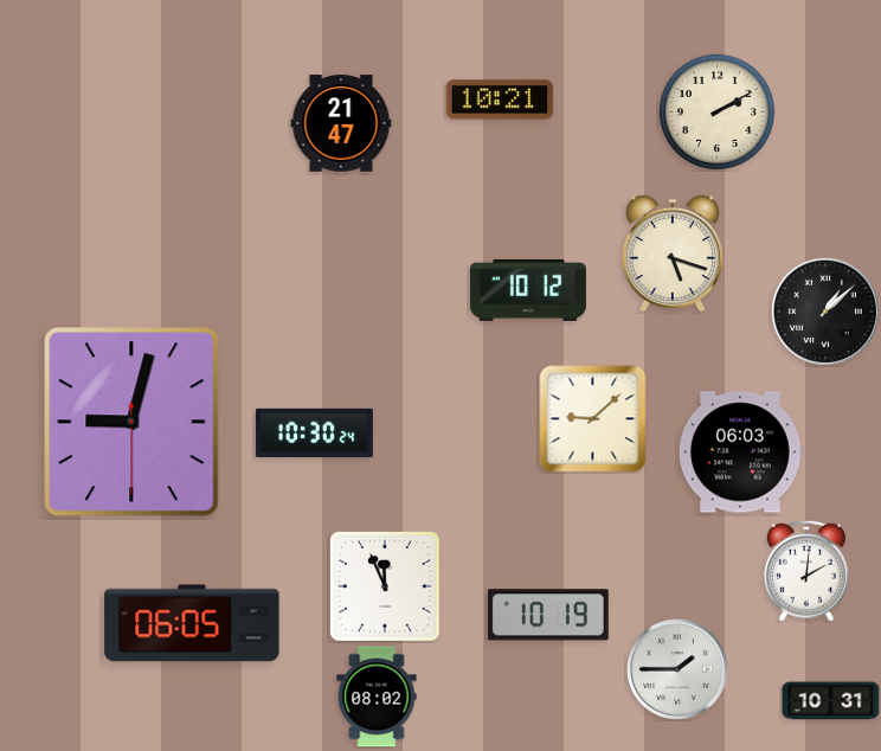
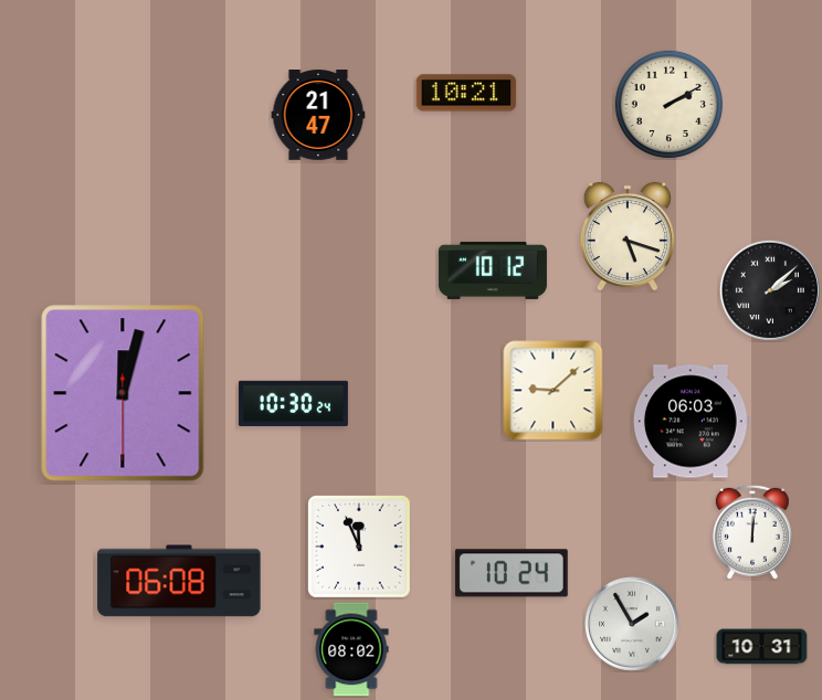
clock at (825, 312): 1:08 -> 2:08
clock at (131, 422): 9:02 -> 12:02
clock at (806, 571): 2:01 -> 12:01
clock at (548, 615): 10:19 -> 10:24
clock at (192, 623): 06:05 -> 06:08
clock at (677, 669): 1:45 -> 1:55
clock at (831, 701) position: (831, 701) -> (762, 647)
